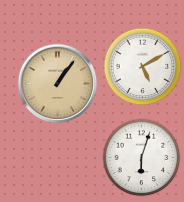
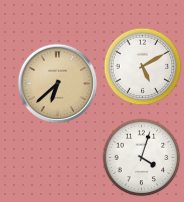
clock at (57, 83): 1:06 -> 6:38
clock at (141, 157): 6:03 -> 4:03
